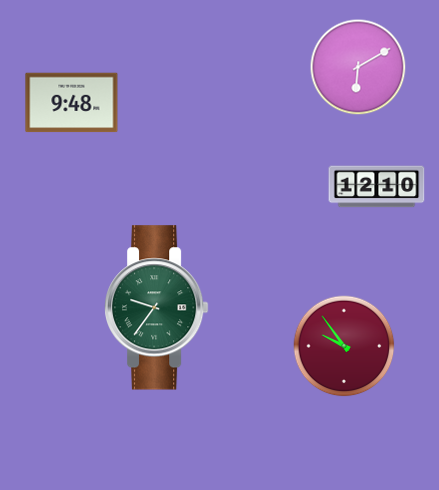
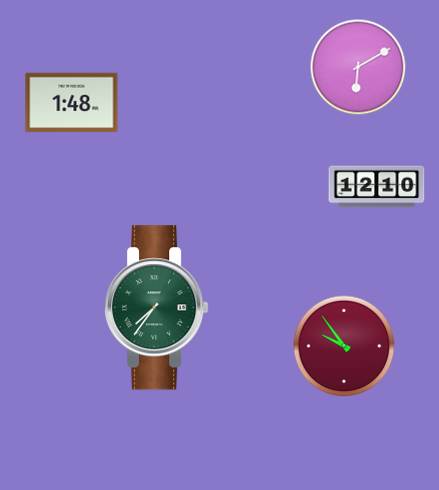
clock at (72, 103): 9:48 -> 1:48
clock at (157, 308): 9:36 -> 7:36
